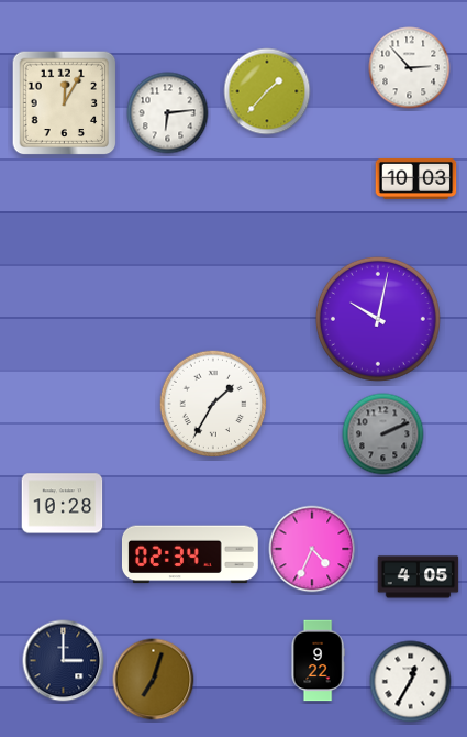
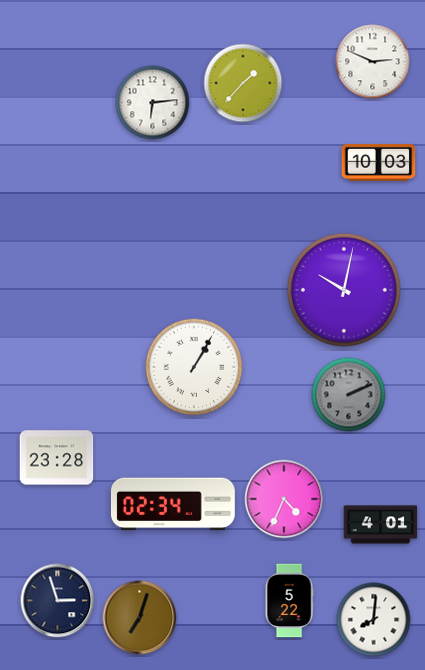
clock at (410, 68): 2:53 -> 2:49
clock at (65, 103): 12:05 -> none
clock at (213, 404): 1:35 -> 1:05
clock at (63, 504): 10:28 -> 23:28
clock at (419, 577): 4:05 -> 4:01
clock at (64, 661): 3:00 -> 2:57
clock at (318, 661): 9:22 -> 5:22
clock at (411, 682): 12:35 -> 8:01
